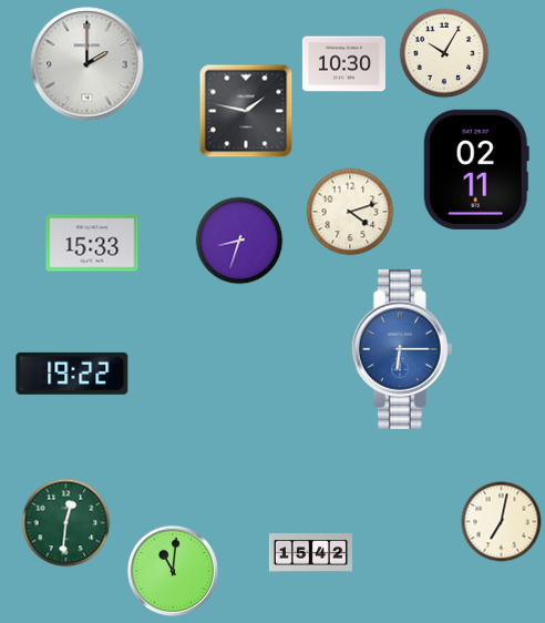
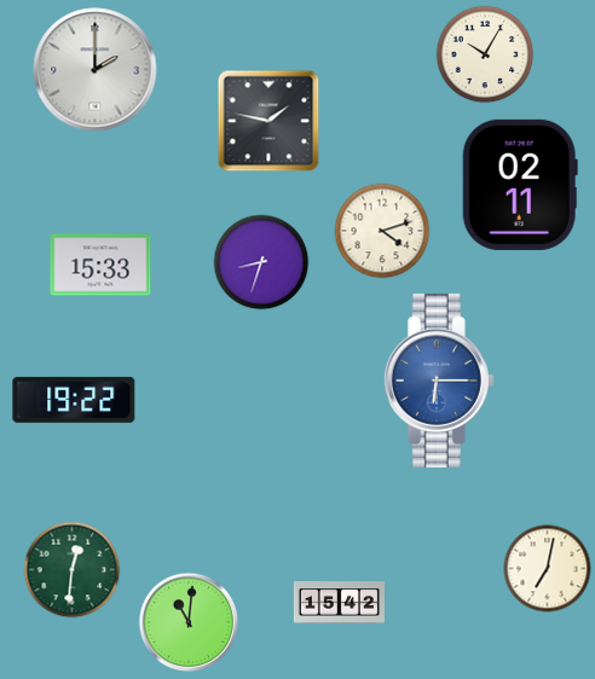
clock at (444, 53) position: (444, 53) -> (485, 54)
clock at (343, 64): 10:30 -> none
clock at (72, 374) position: (72, 374) -> (74, 400)
